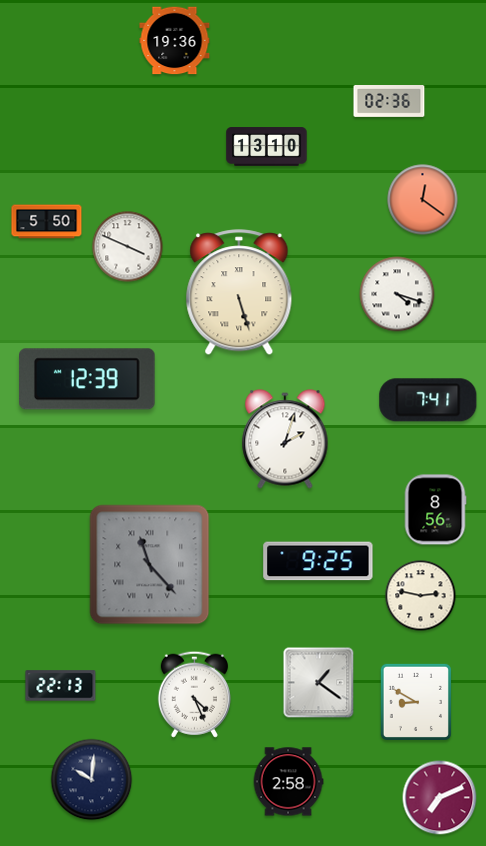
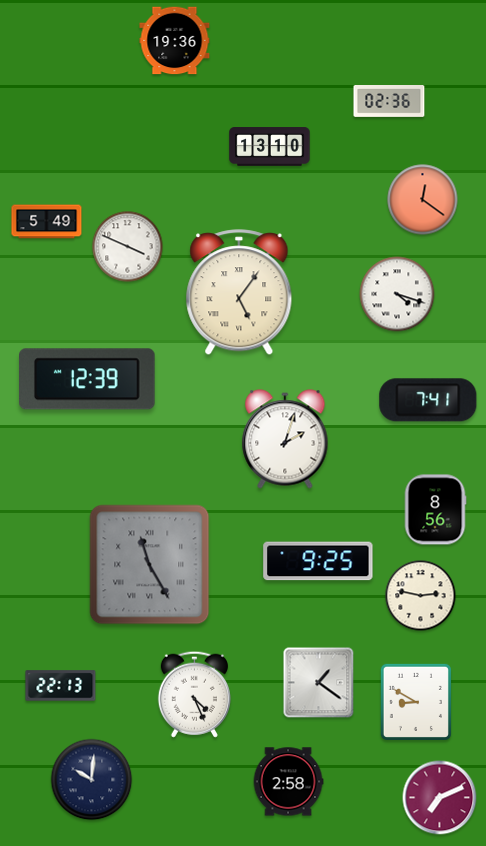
clock at (267, 147) position: (267, 147) -> (270, 147)
clock at (47, 222): 5:50 -> 5:49
clock at (239, 293): 5:27 -> 5:06
clock at (150, 565): 11:23 -> 11:25
